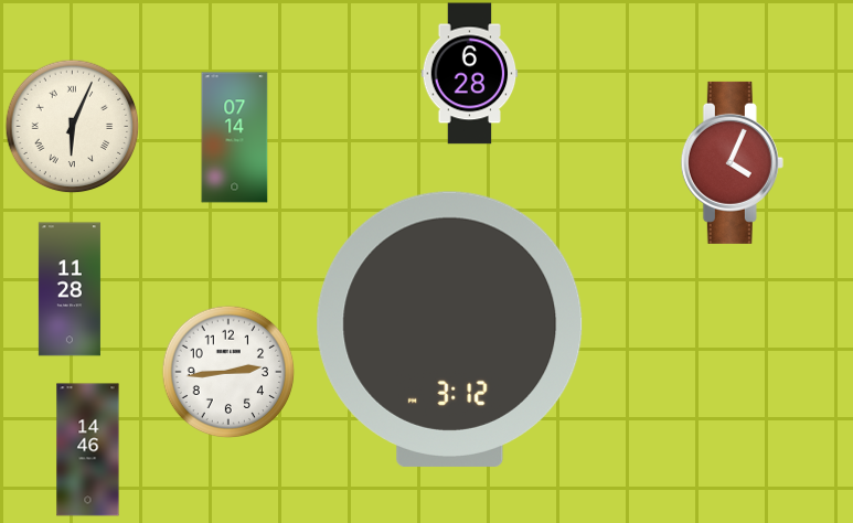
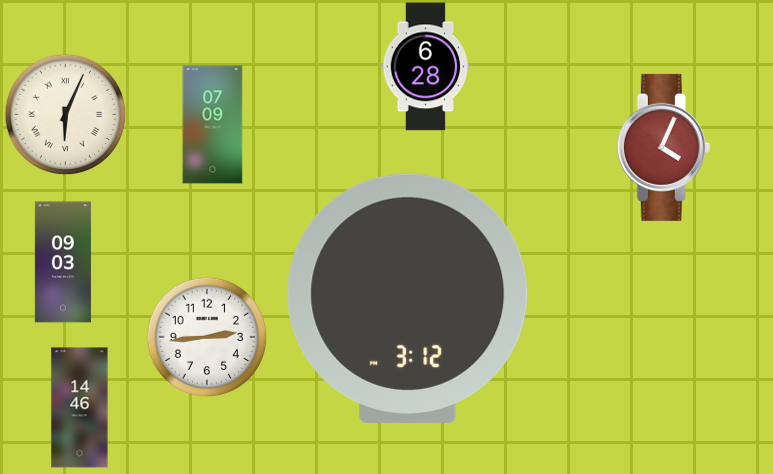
clock at (235, 138): 07:14 -> 07:09
clock at (70, 289): 11:28 -> 09:03
